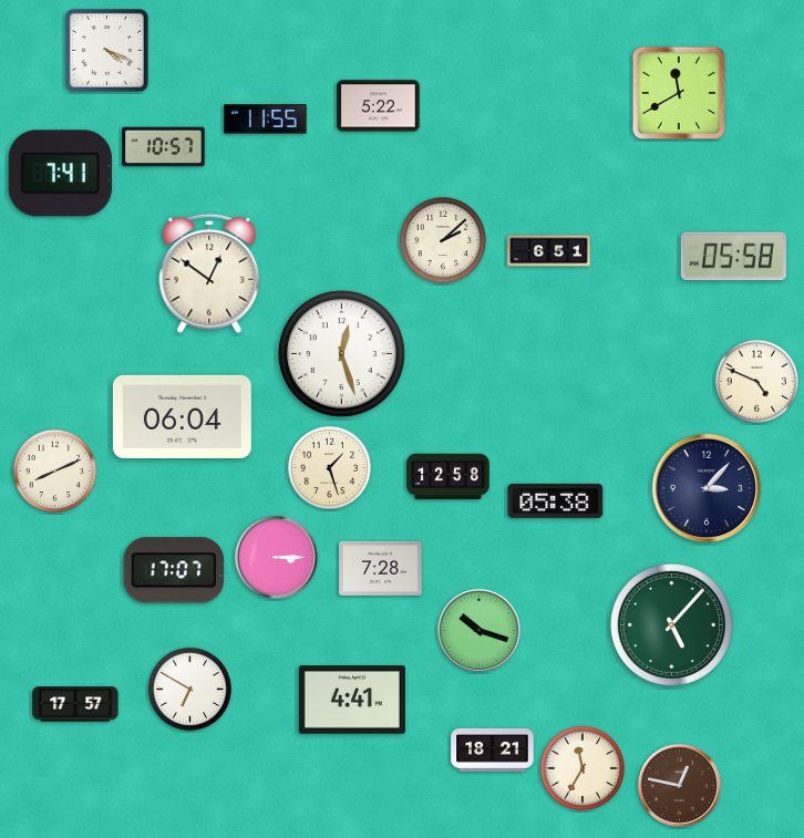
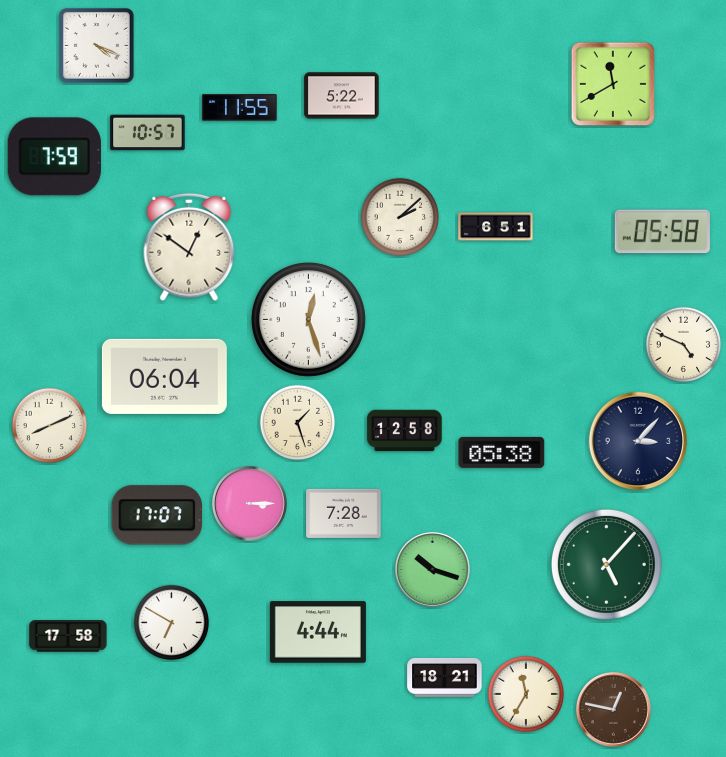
clock at (60, 174): 7:41 -> 7:59
clock at (352, 700): 4:41 -> 4:44
clock at (75, 704): 17:57 -> 17:58
